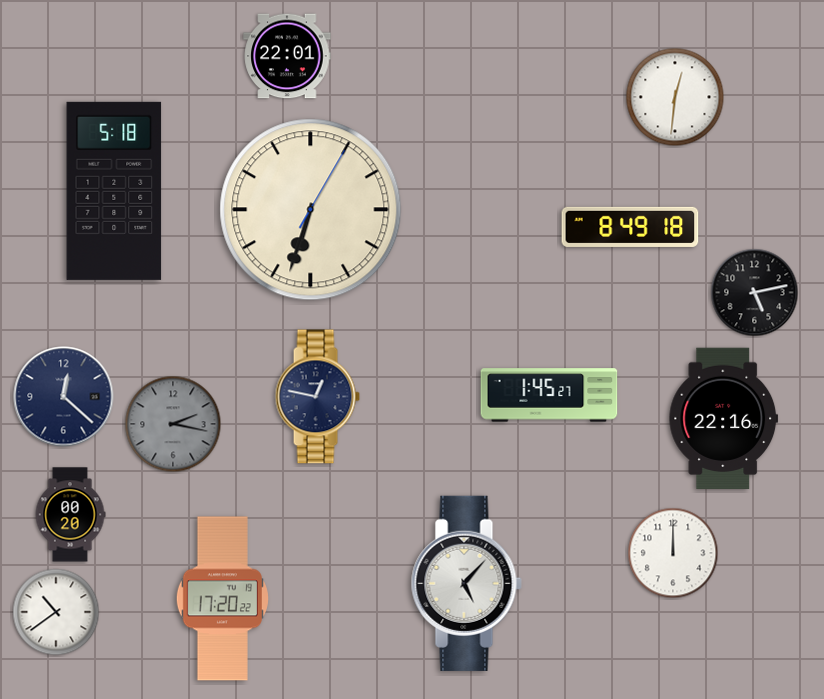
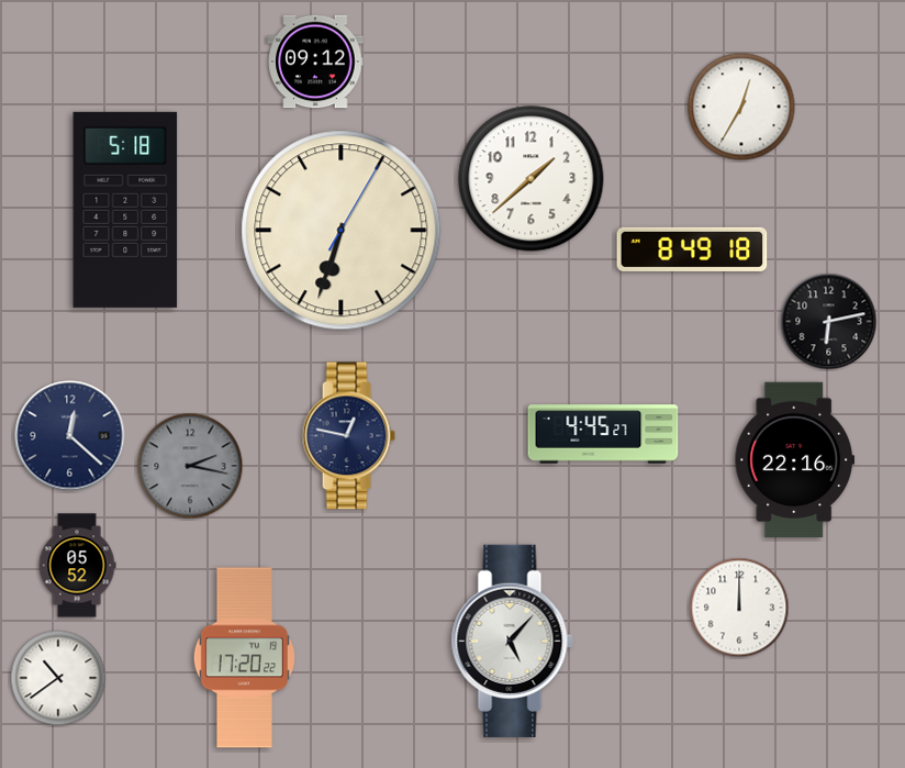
clock at (287, 56): 22:01 -> 09:12
clock at (675, 97): 12:31 -> 12:35
clock at (532, 179): none -> 1:38
clock at (755, 293): 5:13 -> 6:13
clock at (549, 395): 1:45 -> 4:45
clock at (70, 515): 00:20 -> 05:52
clock at (56, 612) position: (56, 612) -> (58, 678)
